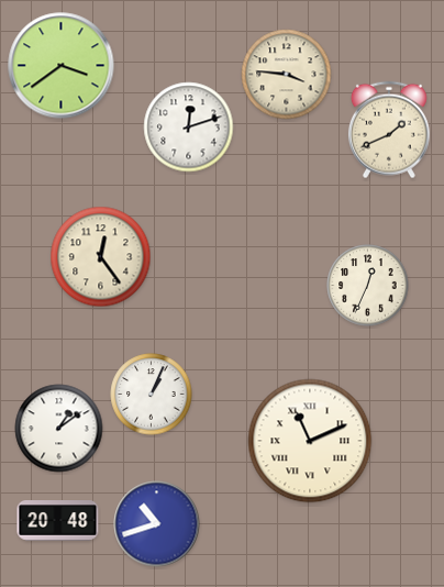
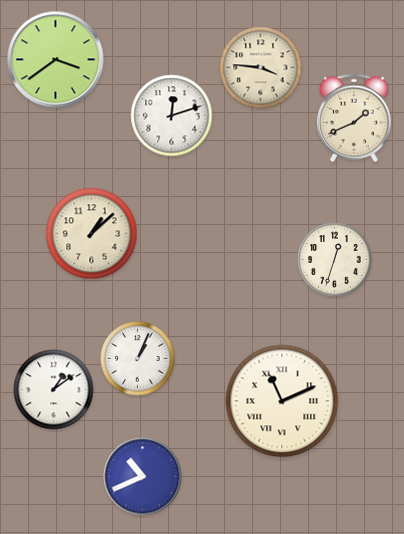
clock at (101, 257): 12:24 -> 1:08
clock at (368, 286): 12:34 -> 12:33
clock at (58, 521): 20:48 -> none
clock at (157, 524): 10:42 -> 10:41
